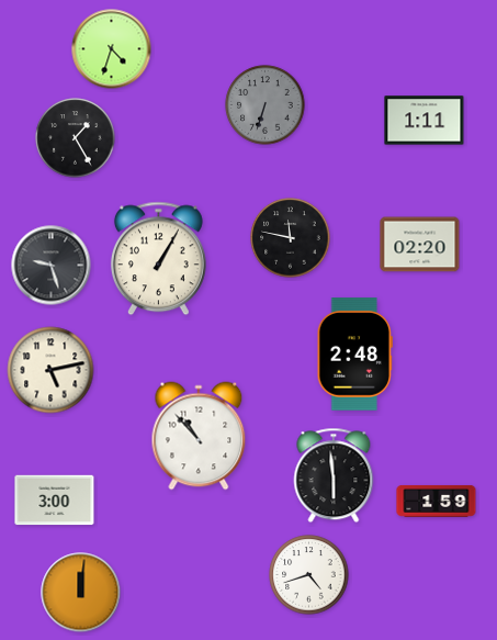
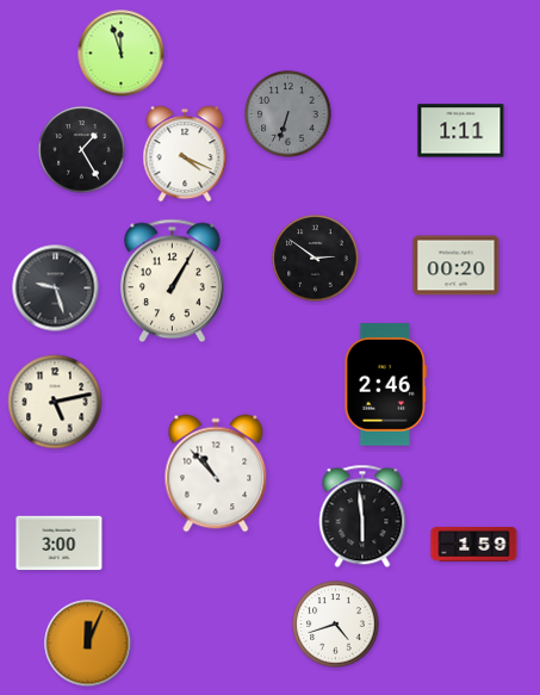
clock at (112, 49): 4:33 -> 11:57
clock at (185, 154): none -> 4:19
clock at (291, 238): 11:47 -> 2:51
clock at (420, 245): 02:20 -> 00:20
clock at (354, 355): 2:48 -> 2:46
clock at (81, 593): 12:01 -> 12:04
